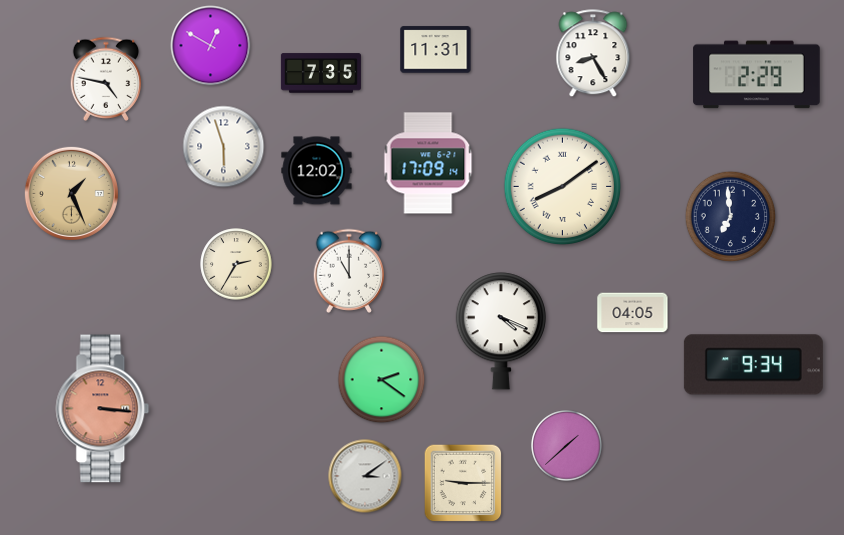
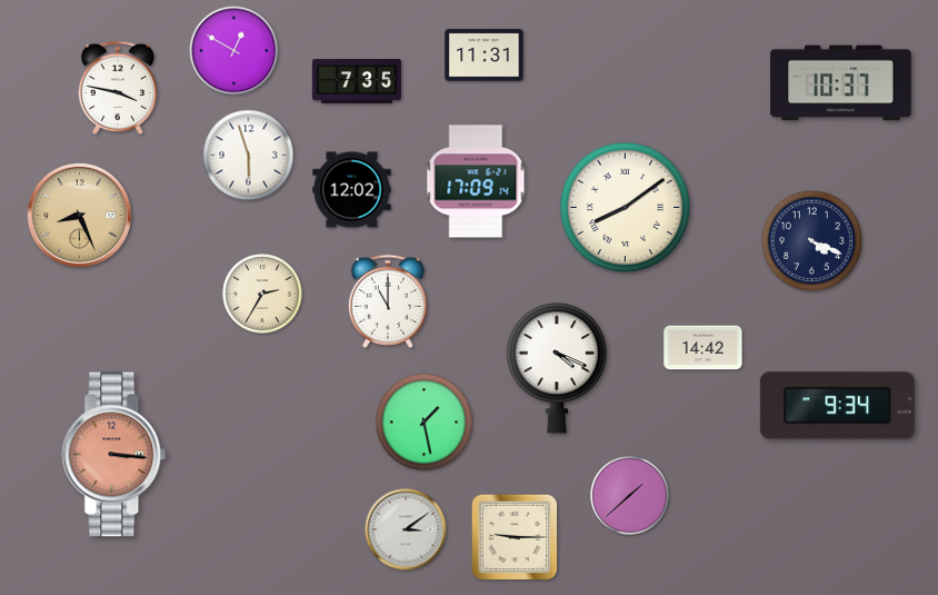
clock at (593, 54): 8:25 -> none
clock at (757, 75): 2:29 -> 10:37
clock at (106, 78): 4:47 -> 3:47
clock at (224, 147) position: (224, 147) -> (249, 156)
clock at (71, 193): 1:26 -> 8:26
clock at (731, 217): 6:59 -> 4:19
clock at (633, 313): 04:05 -> 14:42
clock at (382, 380): 2:21 -> 1:28
